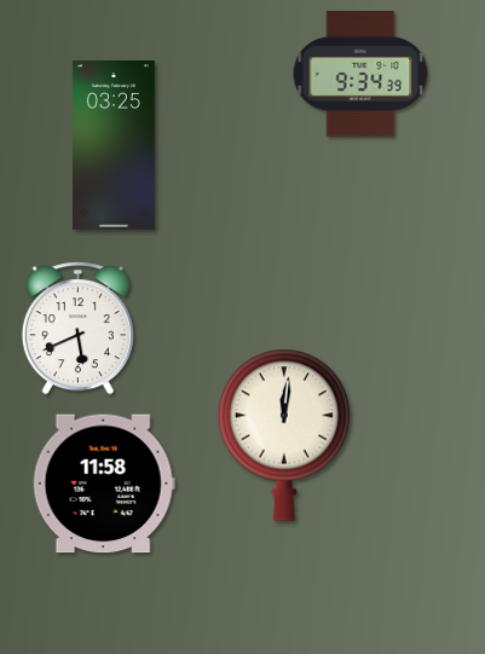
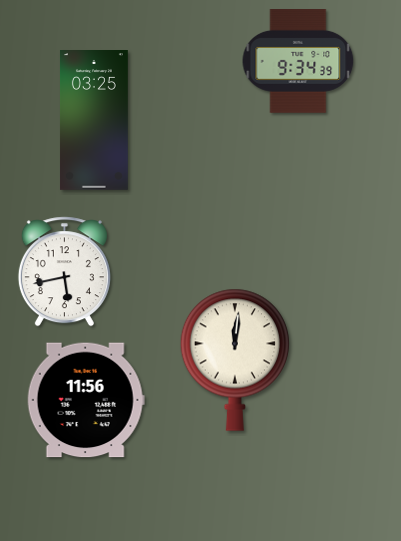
clock at (77, 329): 5:41 -> 5:43
clock at (104, 484): 11:58 -> 11:56
